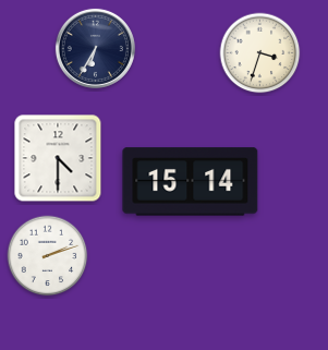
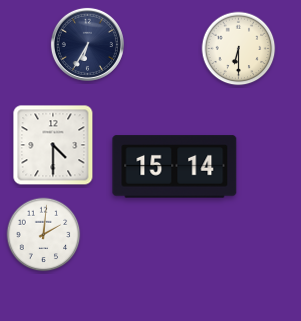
clock at (260, 53): 3:33 -> 6:30
clock at (48, 256): 2:12 -> 2:01
